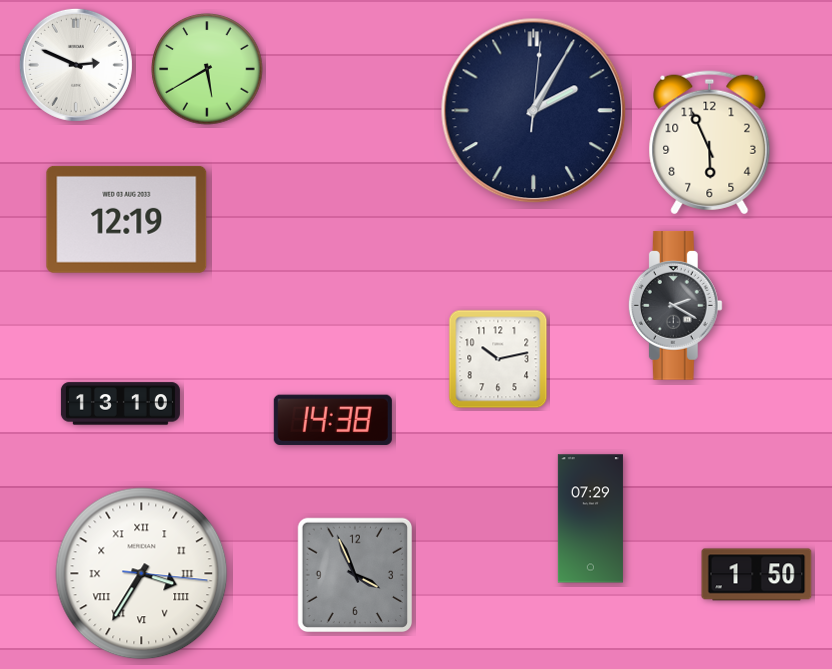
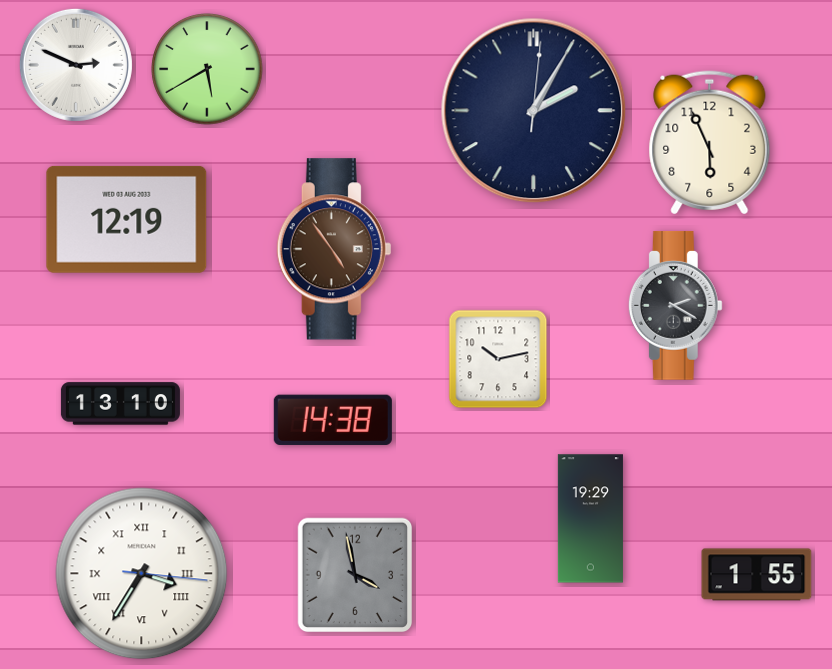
clock at (334, 249): none -> 4:54
clock at (590, 519): 07:29 -> 19:29
clock at (355, 575): 3:56 -> 3:58
clock at (757, 575): 1:50 -> 1:55
